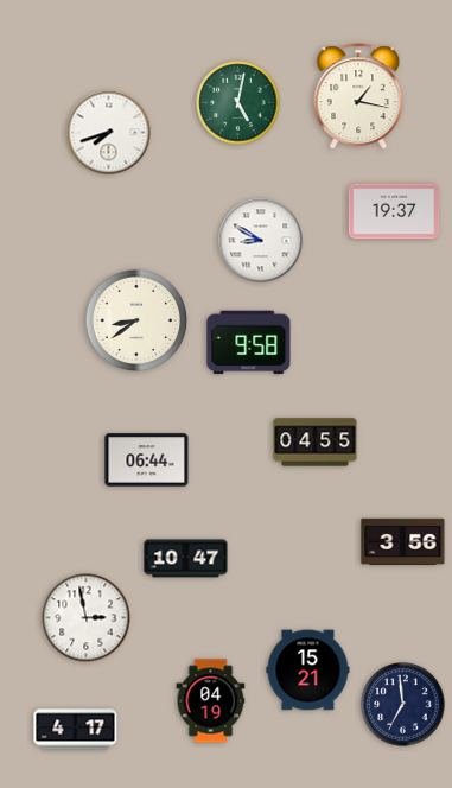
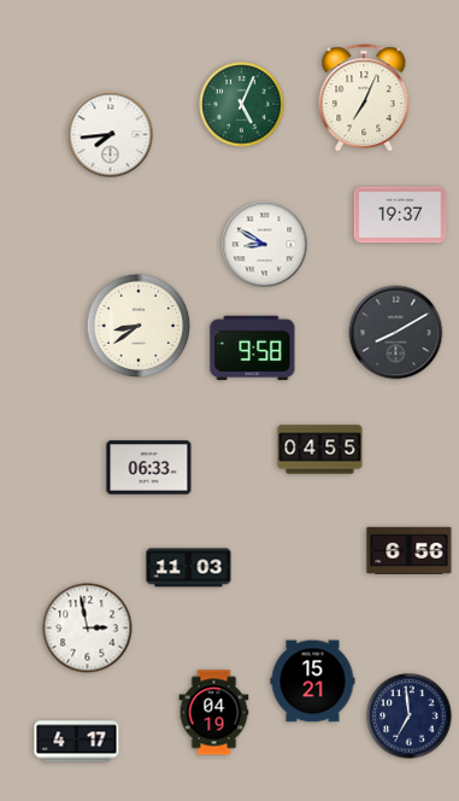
clock at (358, 97): 1:17 -> 7:04
clock at (238, 103): 5:02 -> 5:04
clock at (109, 133): 7:42 -> 7:44
clock at (396, 333): none -> 8:10
clock at (147, 460): 06:44 -> 06:33
clock at (403, 541): 3:56 -> 6:56
clock at (186, 559): 10:47 -> 11:03
